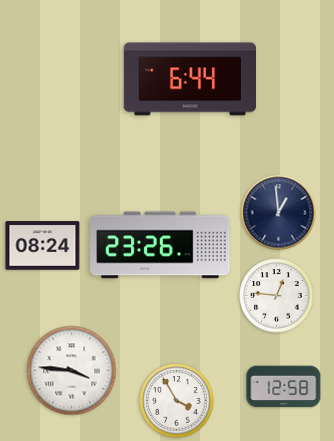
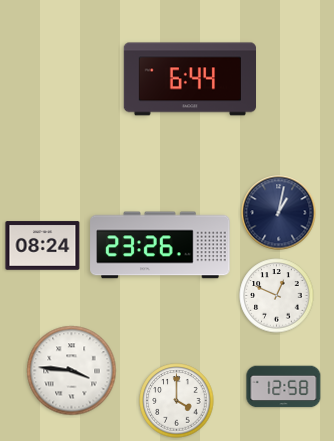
clock at (279, 213): 12:59 -> 1:02
clock at (277, 296): 12:46 -> 12:49
clock at (177, 401): 3:55 -> 4:00
